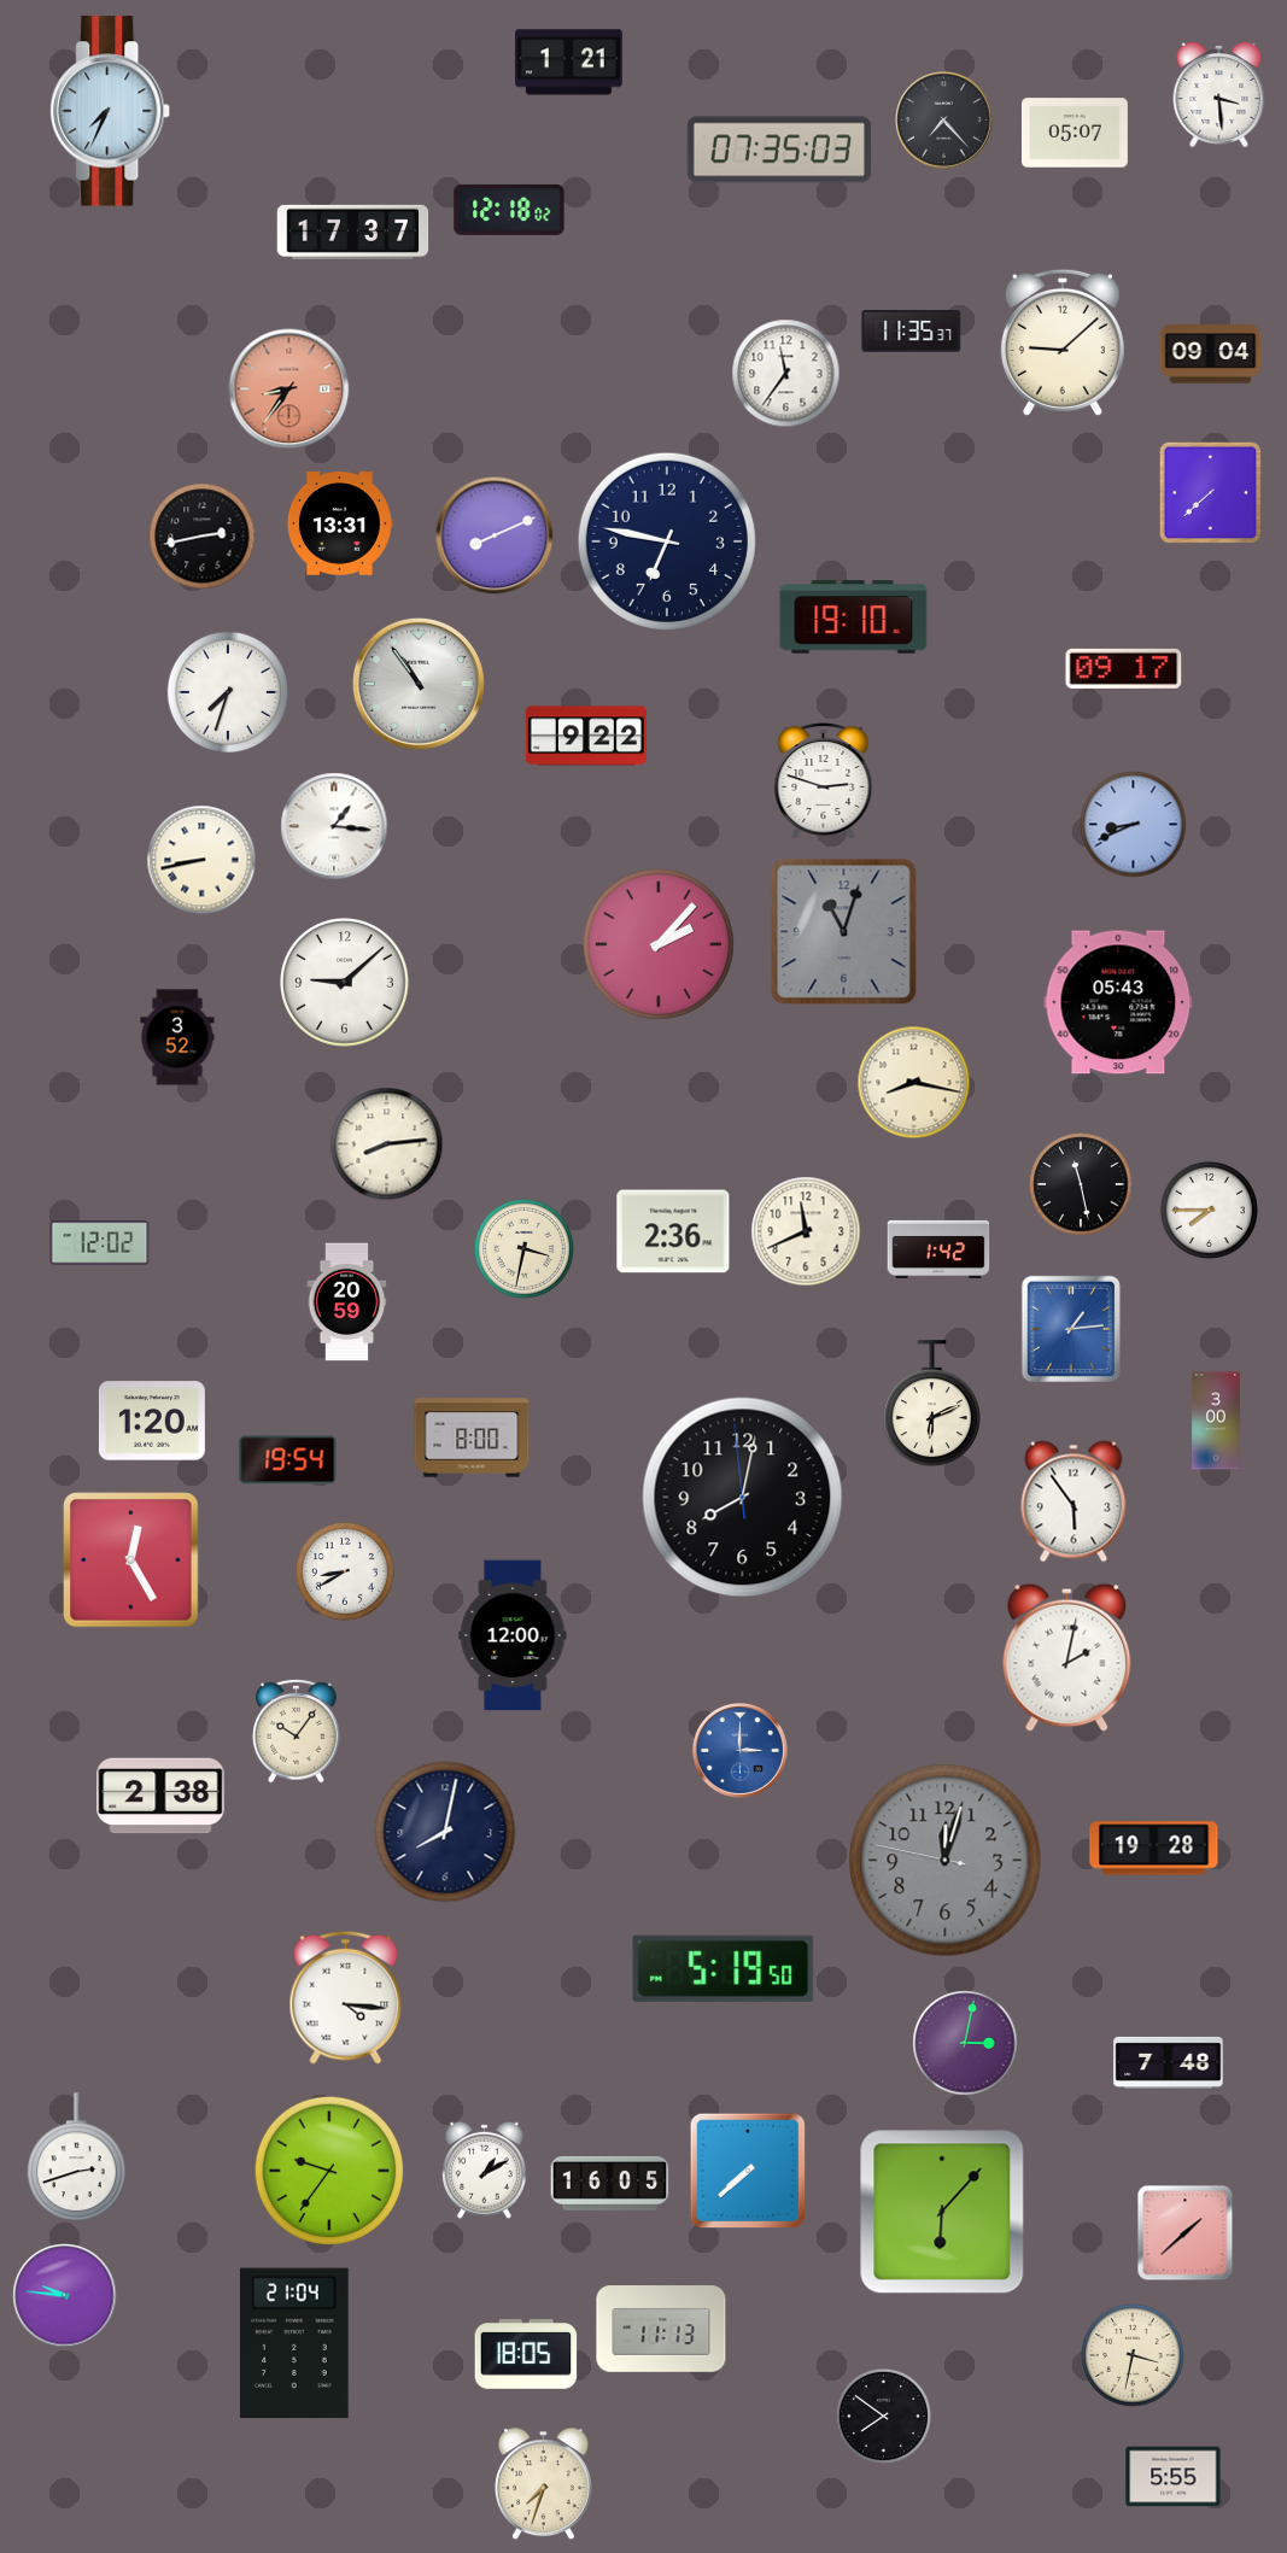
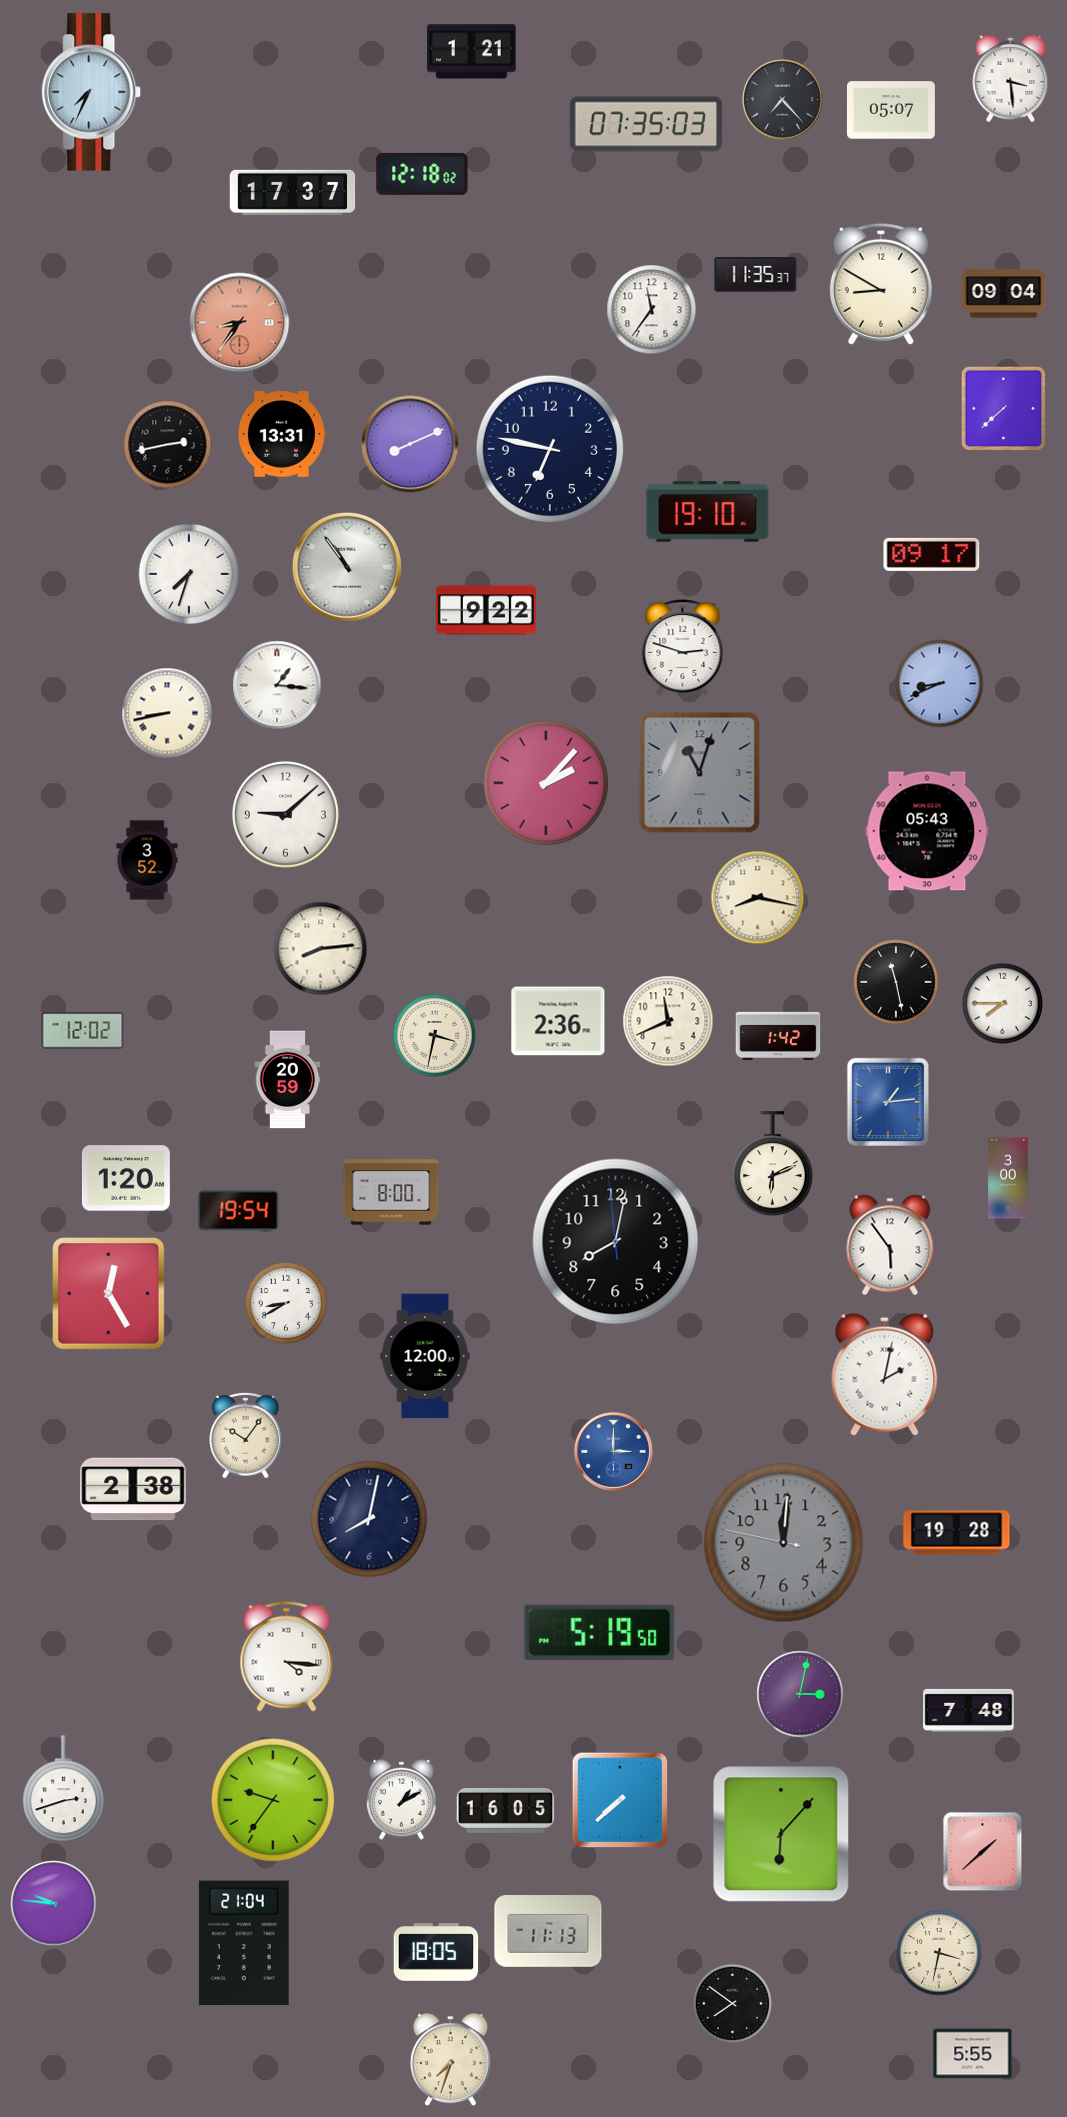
clock at (1063, 342): 9:08 -> 8:50
clock at (667, 541) position: (667, 541) -> (550, 449)
clock at (946, 1861): 12:02 -> 12:00
